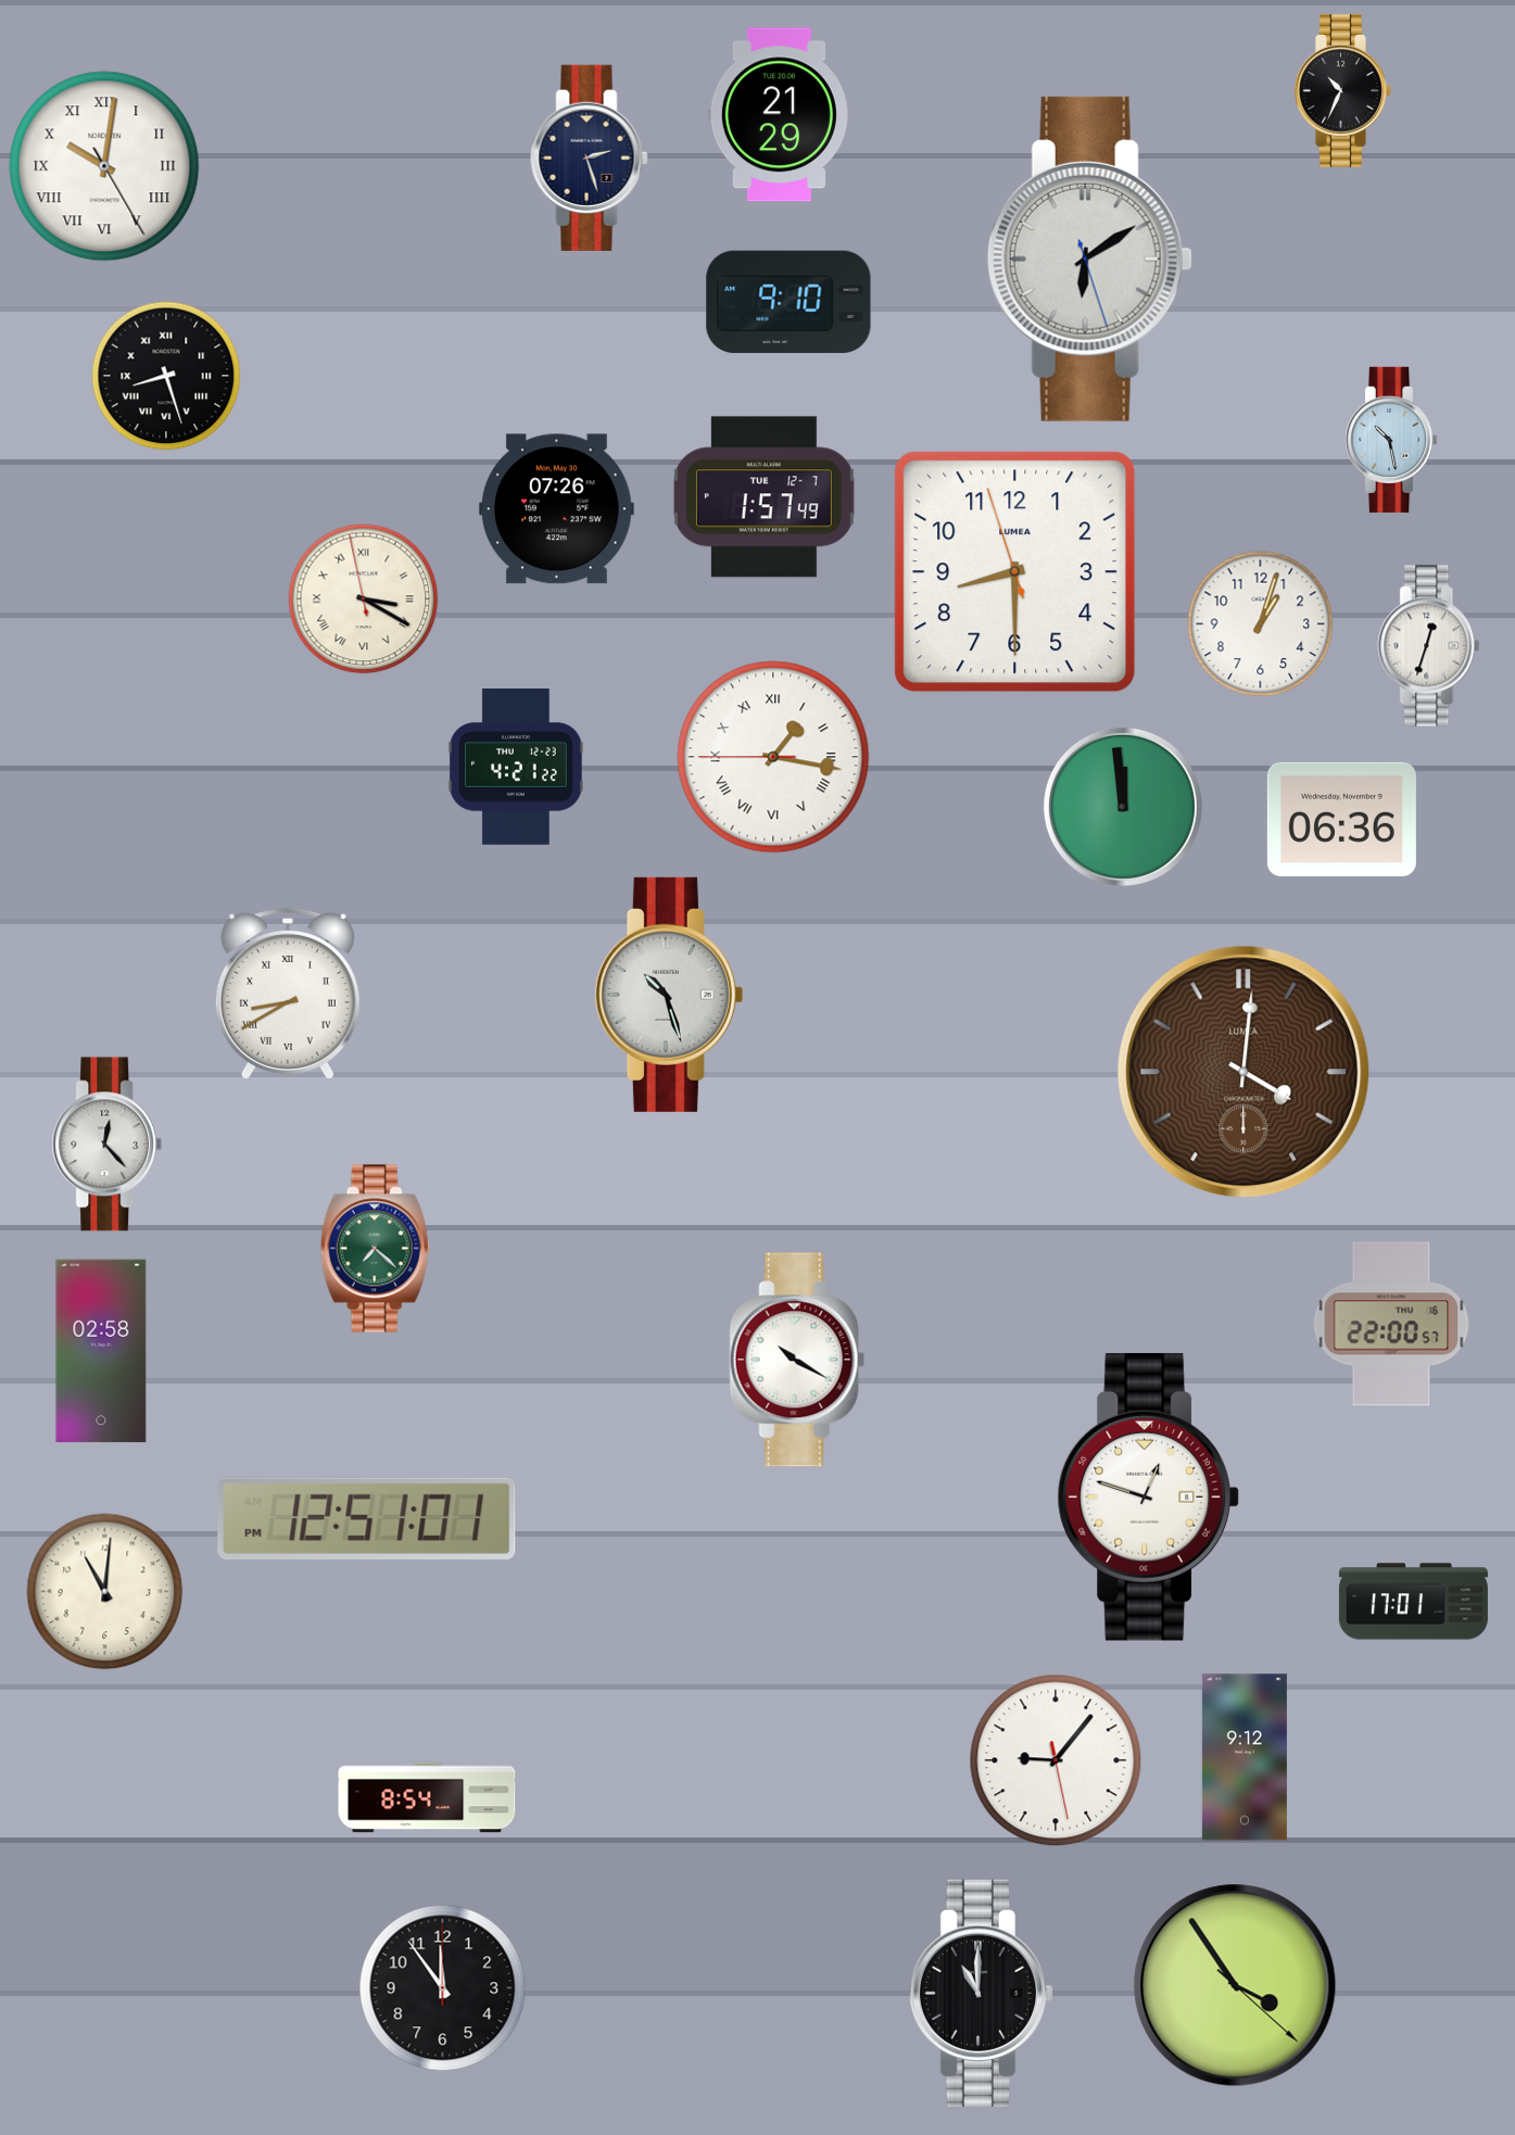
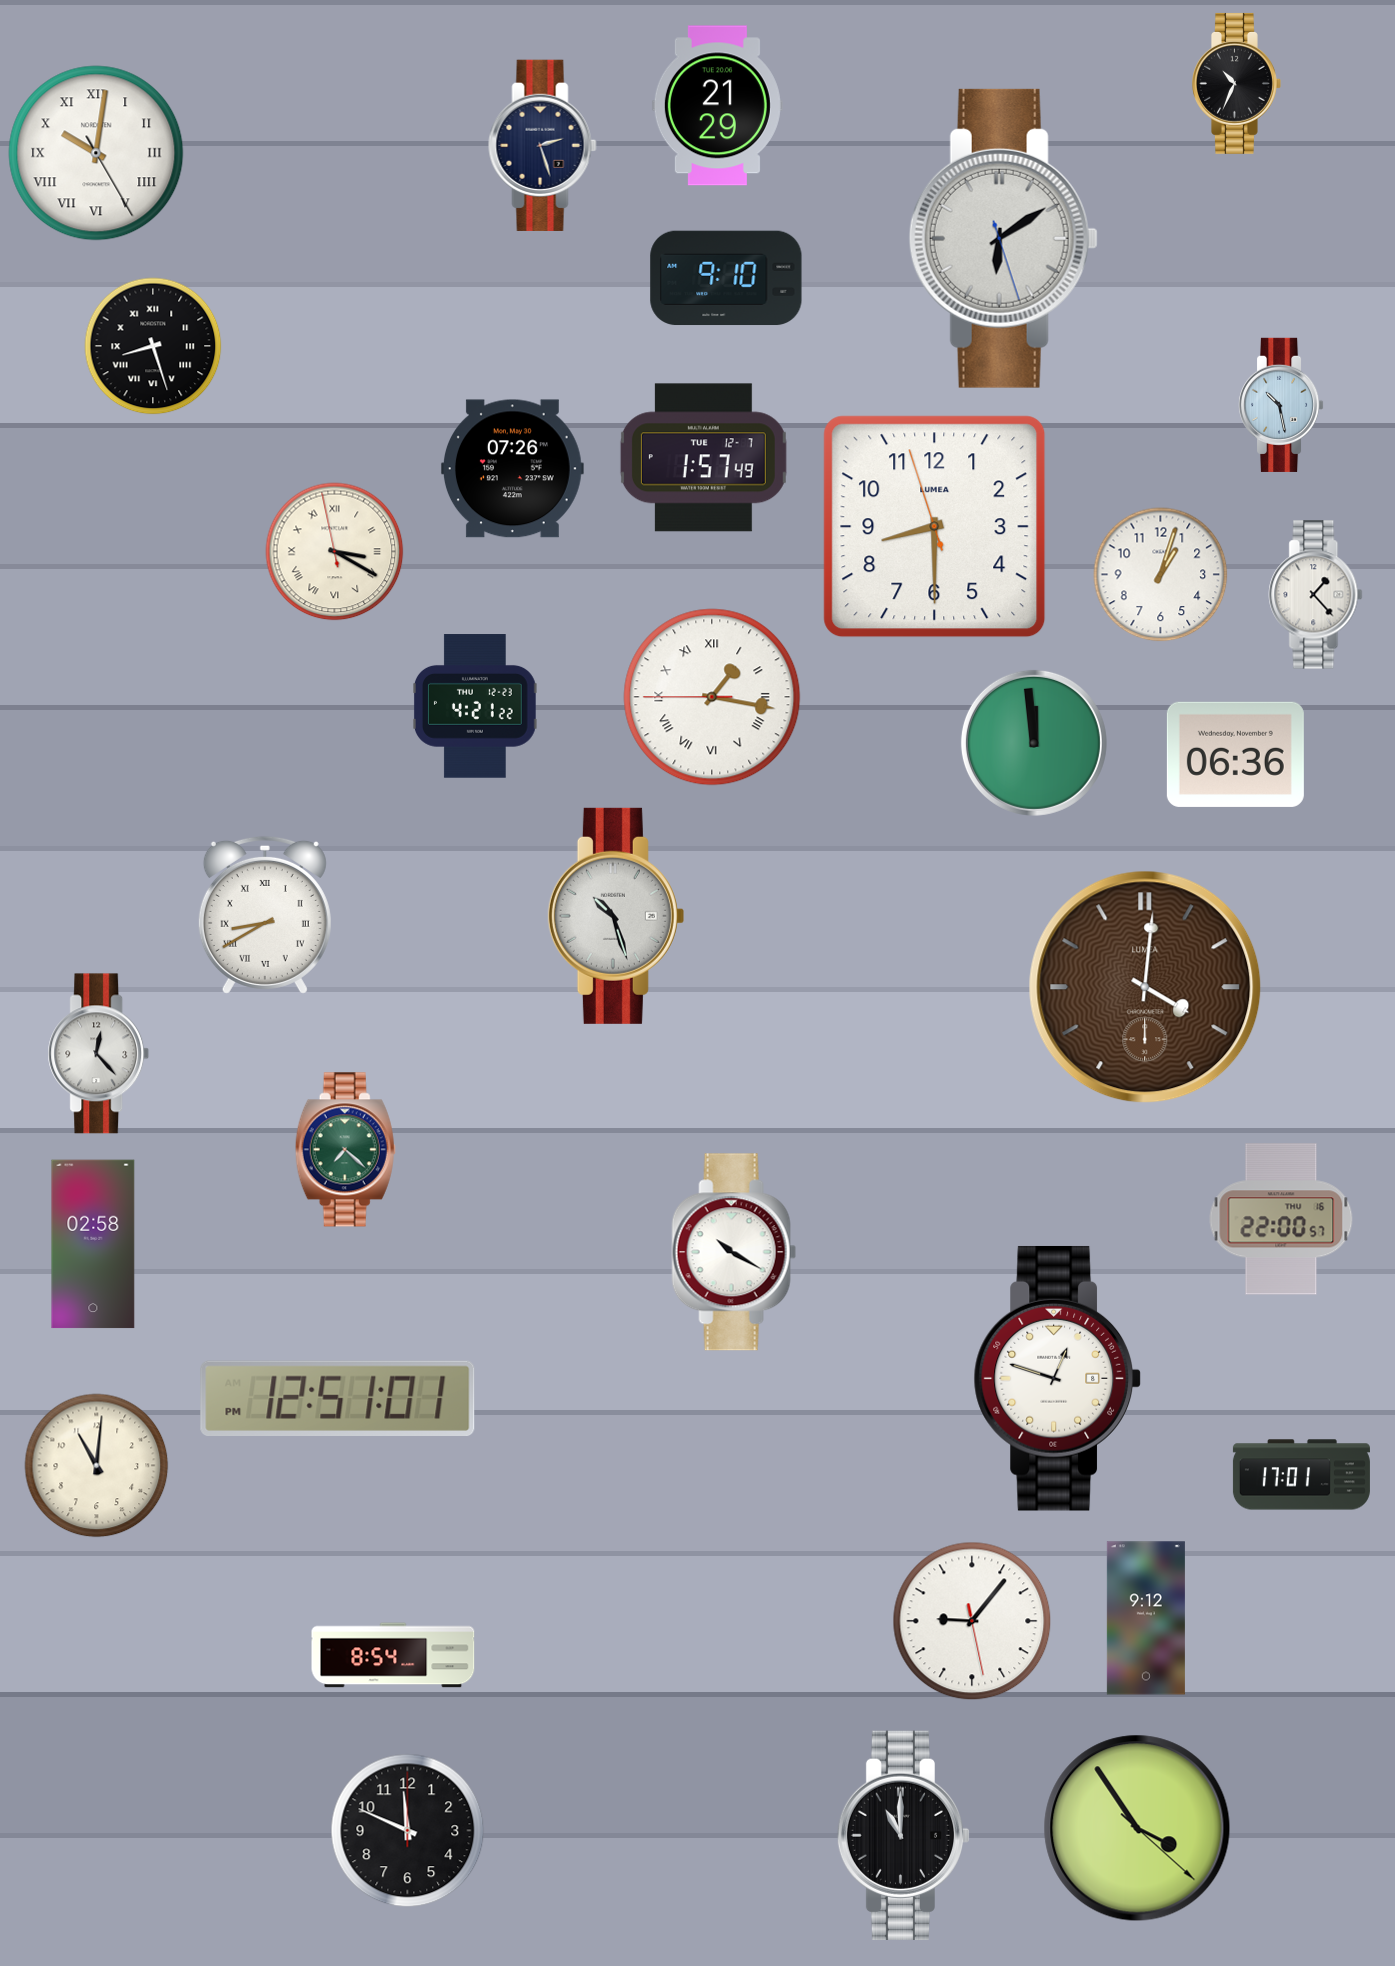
clock at (1429, 646): 12:33 -> 1:23
clock at (443, 1988): 11:54 -> 11:49
